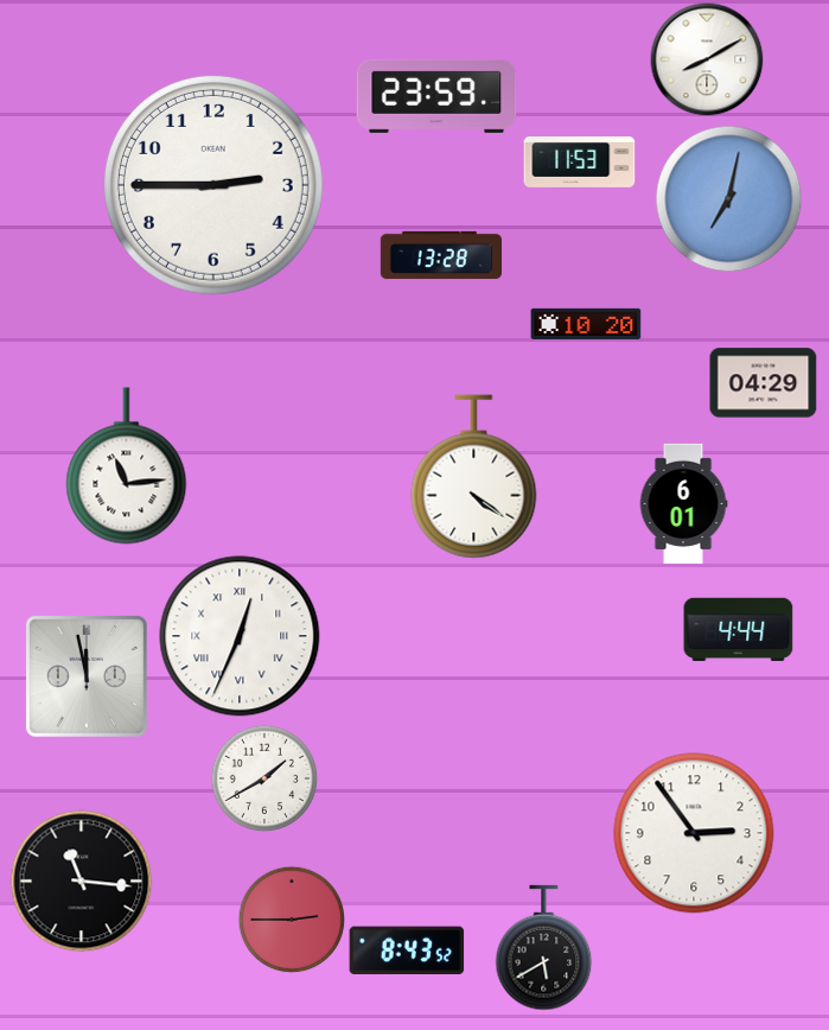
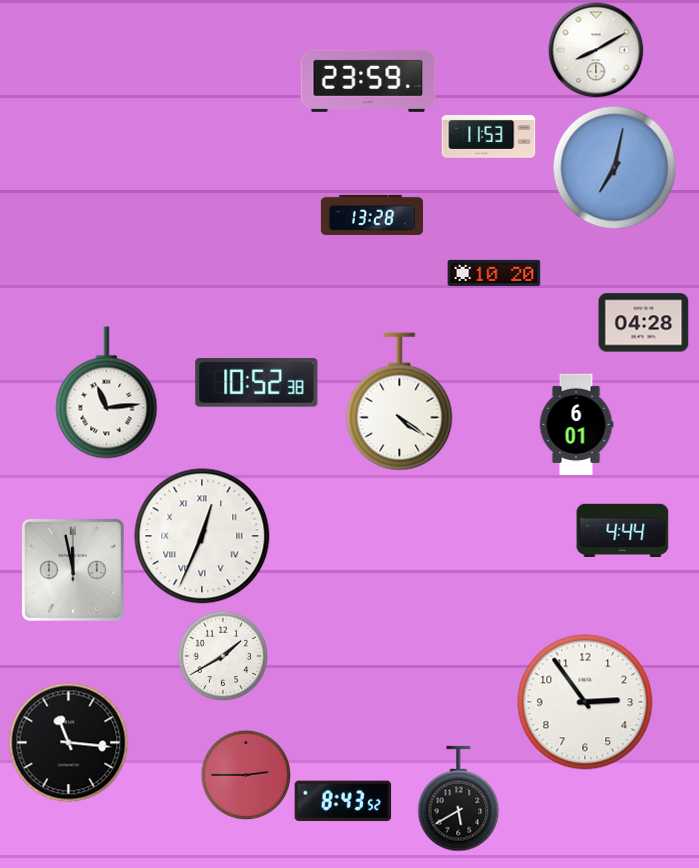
clock at (213, 185): 2:45 -> none
clock at (764, 383): 04:29 -> 04:28
clock at (257, 383): none -> 10:52
